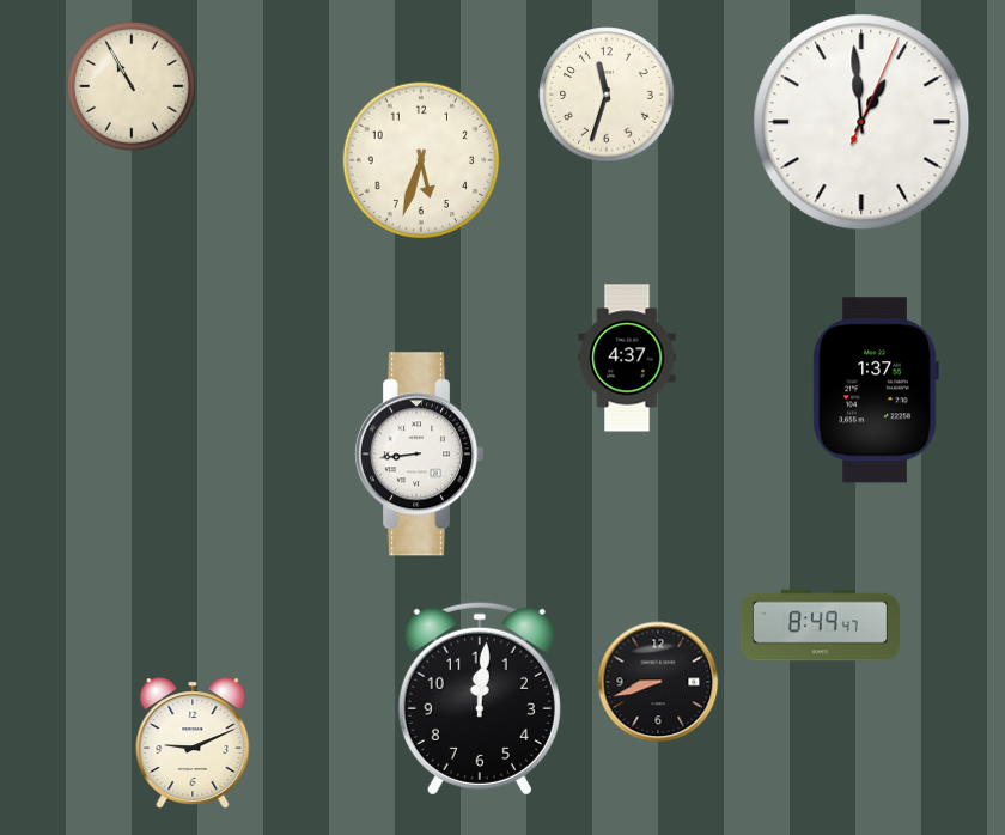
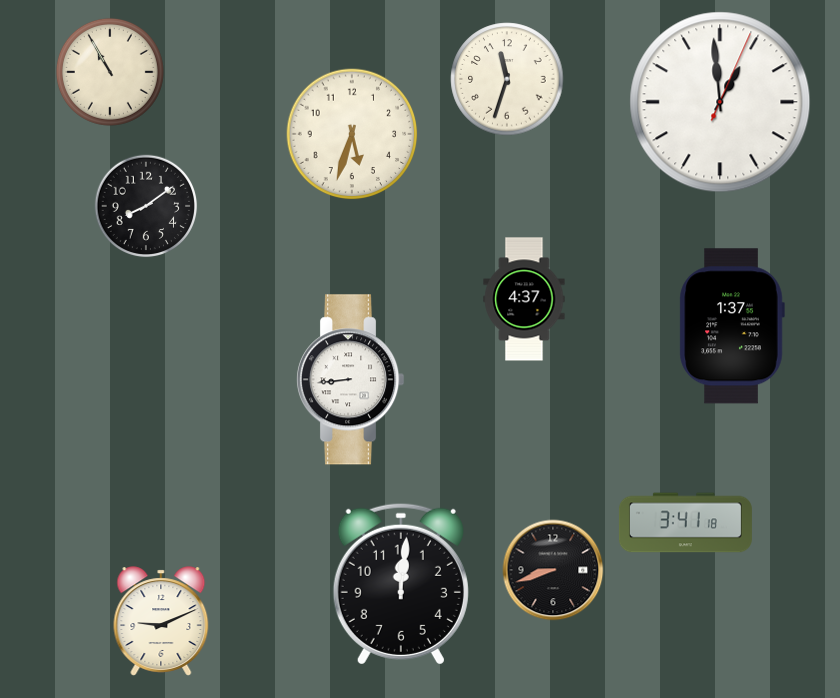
clock at (146, 206): none -> 8:09
clock at (820, 626): 8:49 -> 3:41
clock at (658, 682) position: (658, 682) -> (553, 570)
